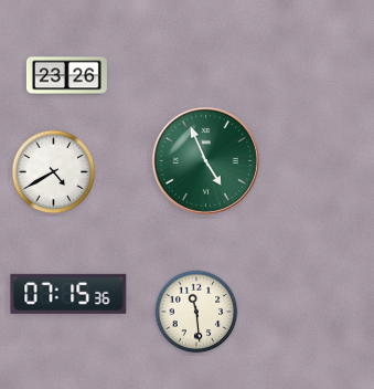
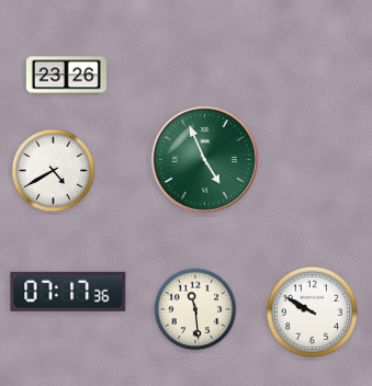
clock at (68, 294): 07:15 -> 07:17
clock at (312, 311): none -> 9:50
